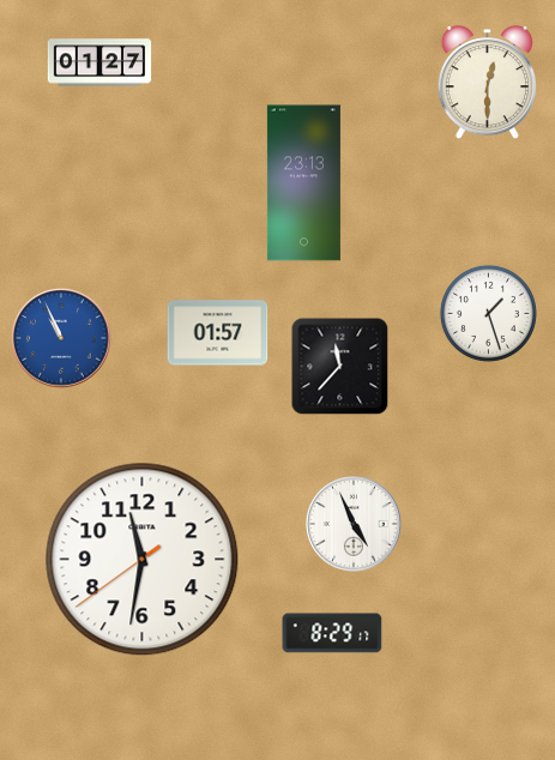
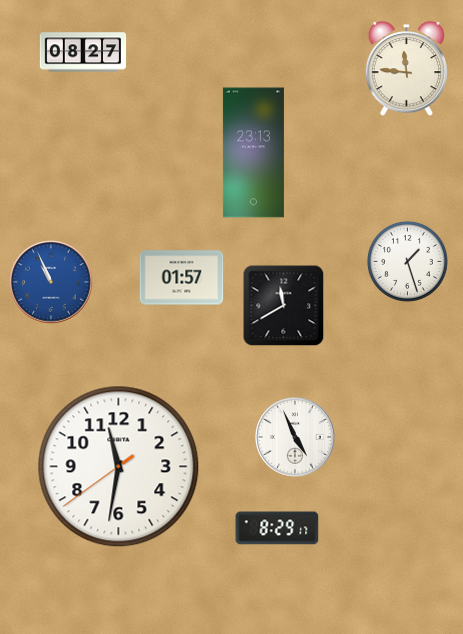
clock at (99, 62): 01:27 -> 08:27
clock at (487, 83): 12:30 -> 11:46
clock at (340, 367): 11:37 -> 11:40
